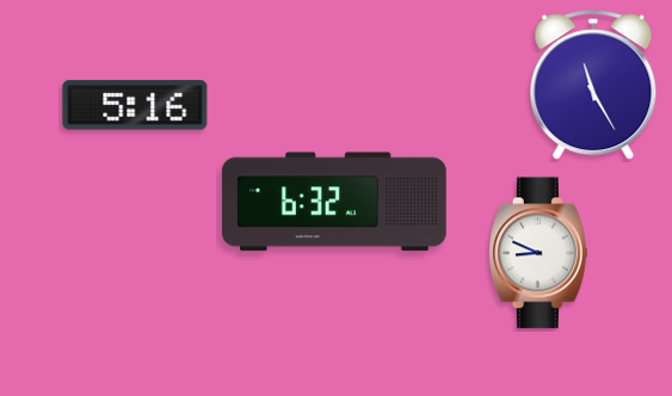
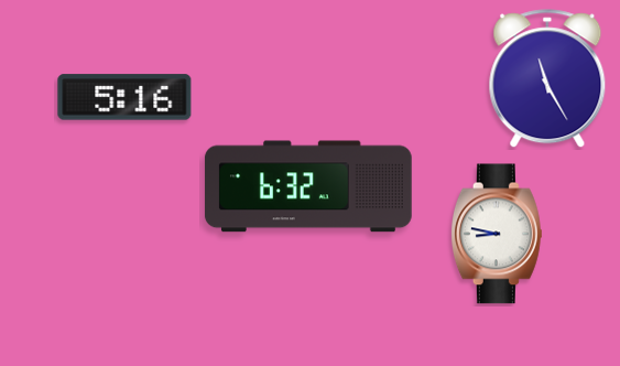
clock at (538, 253): 8:49 -> 8:47
